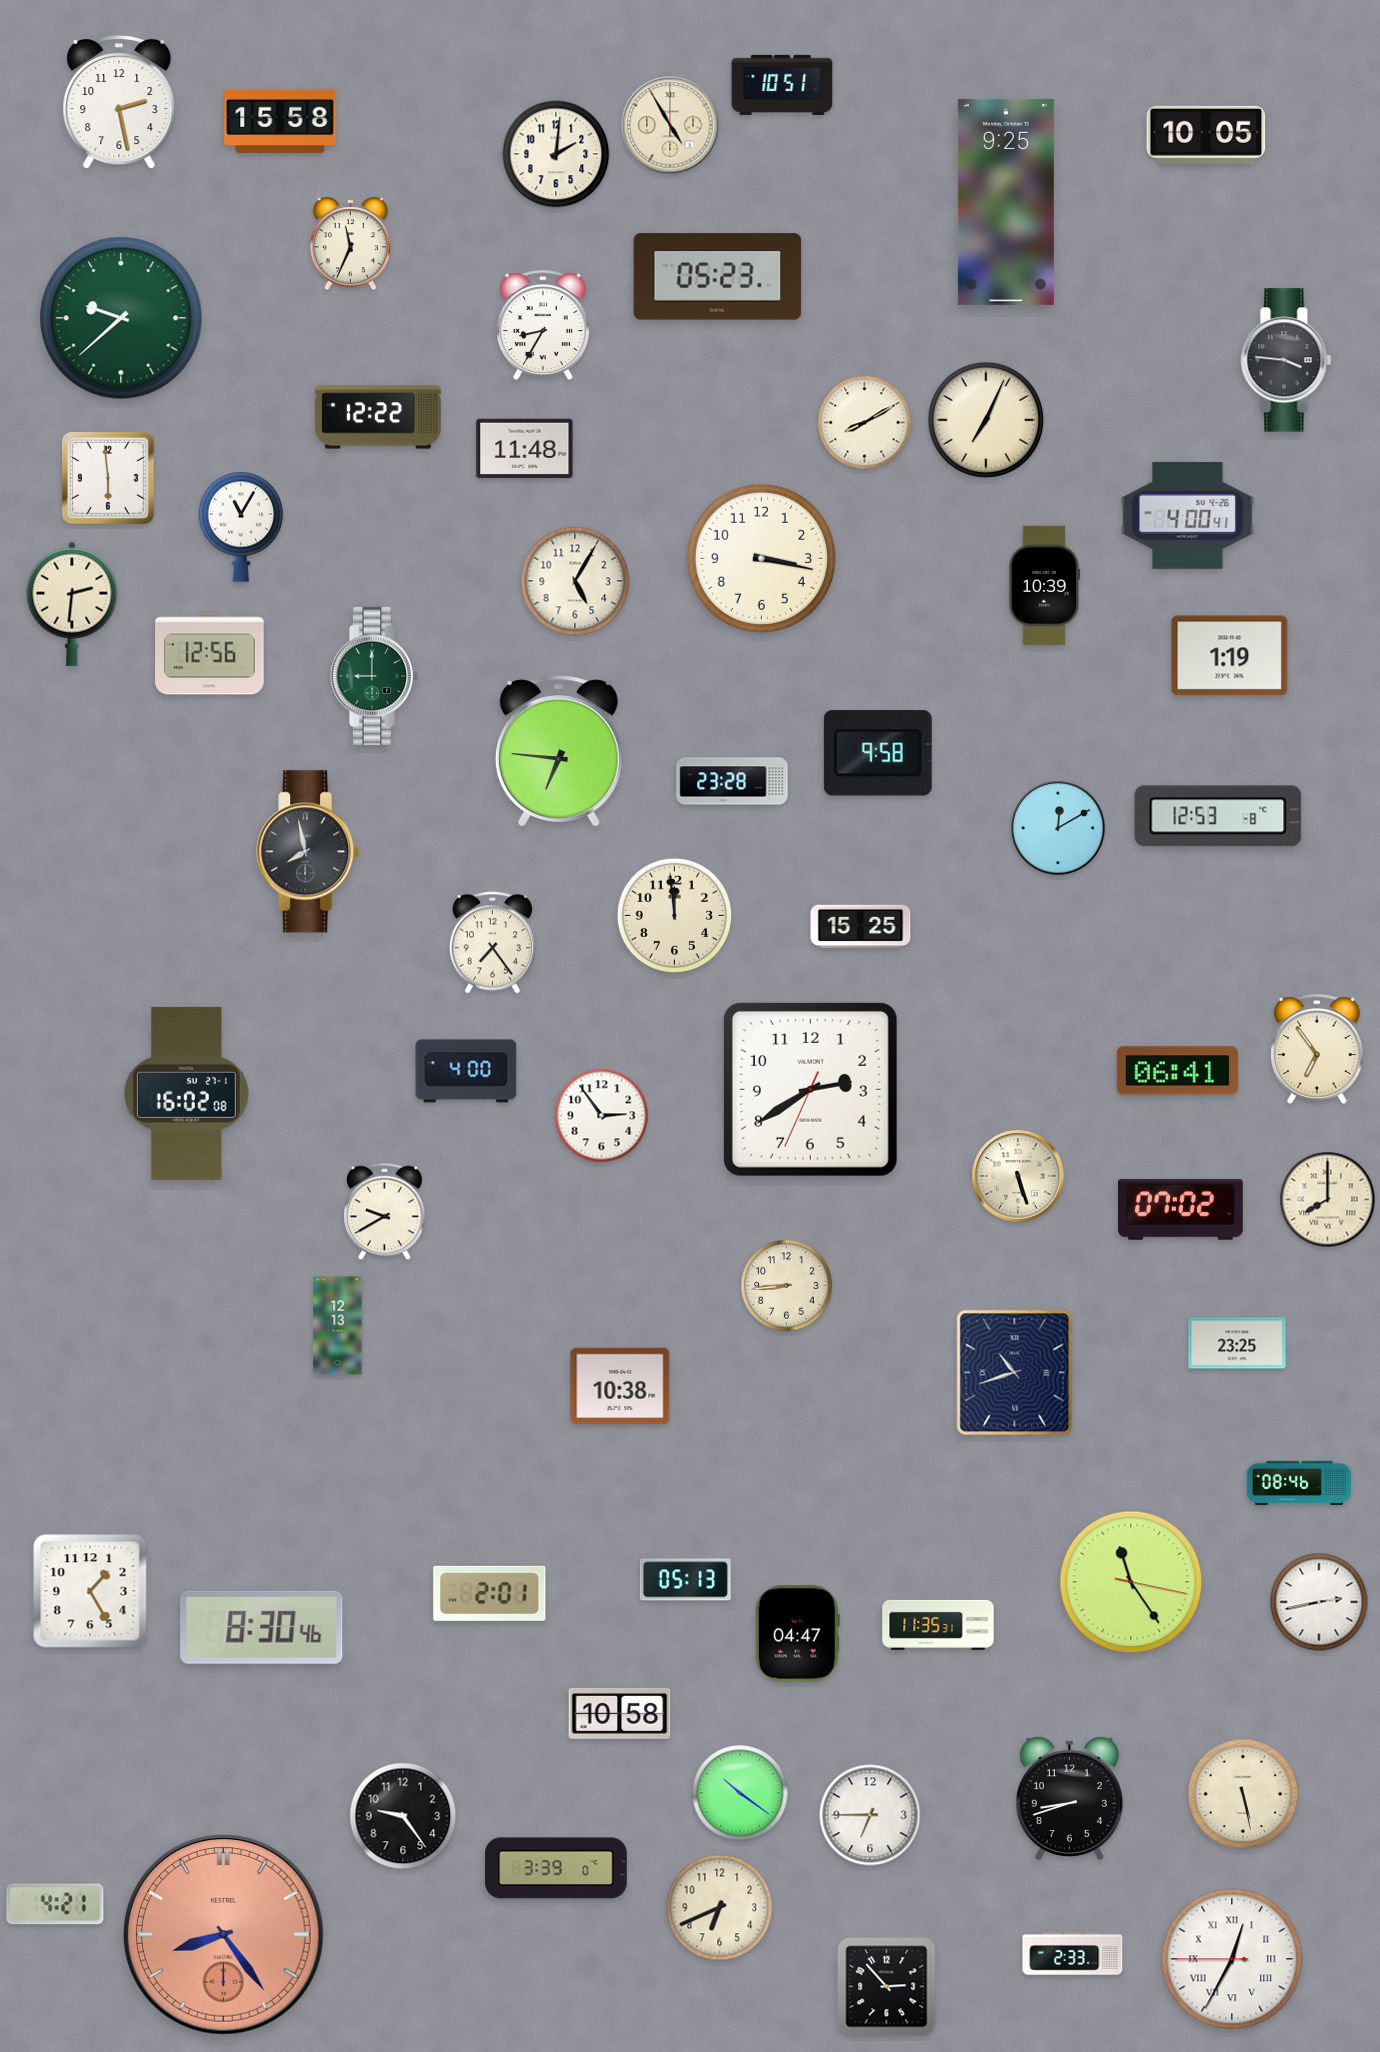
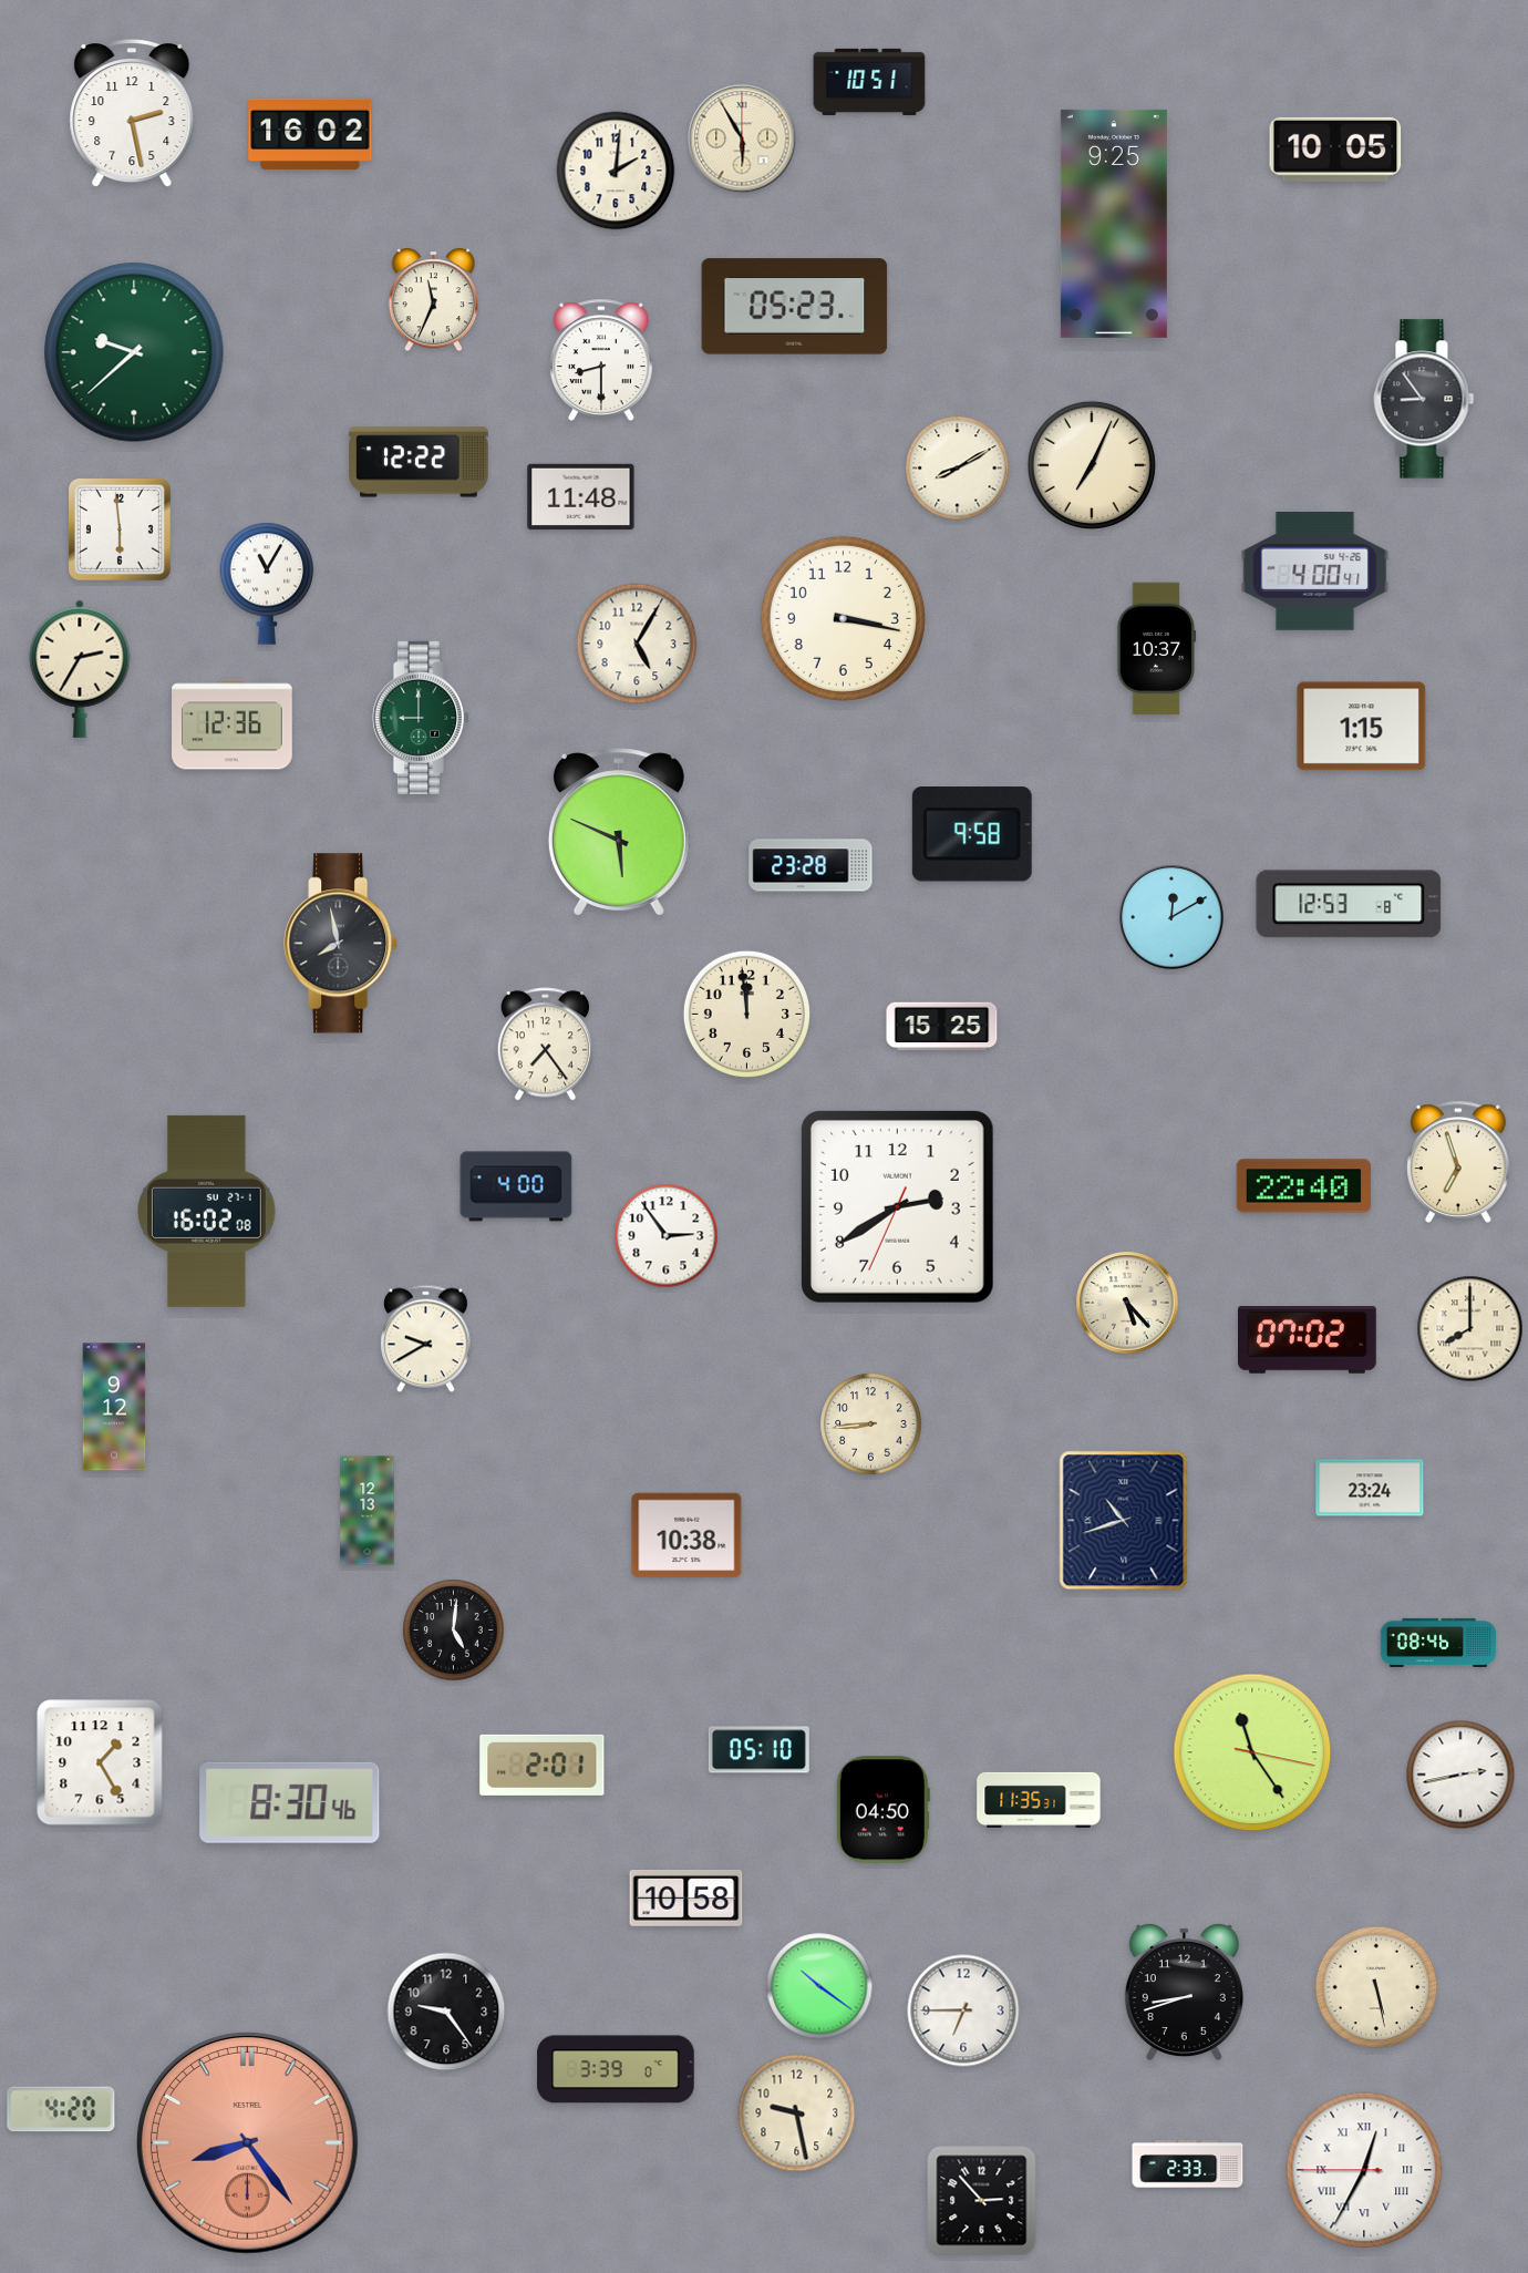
clock at (782, 85) position: (782, 85) -> (869, 82)
clock at (280, 121): 15:58 -> 16:02
clock at (670, 125): 4:55 -> 5:55
clock at (350, 244) position: (350, 244) -> (433, 300)
clock at (544, 325): 8:35 -> 8:30
clock at (1286, 360): 3:46 -> 8:54
clock at (1045, 586): 10:39 -> 10:37
clock at (72, 604): 2:31 -> 2:35
clock at (210, 654): 12:56 -> 12:36
clock at (1230, 656): 1:19 -> 1:15
clock at (374, 676) position: (374, 676) -> (421, 718)
clock at (559, 751): 6:46 -> 5:49
clock at (861, 927) position: (861, 927) -> (942, 1027)
clock at (1318, 1049): 6:54 -> 6:57
clock at (1177, 1071): 06:41 -> 22:40
clock at (1018, 1176): 5:27 -> 5:23
clock at (385, 1212) position: (385, 1212) -> (426, 1339)
clock at (114, 1407): none -> 9:12
clock at (338, 1326) position: (338, 1326) -> (368, 1511)
clock at (1237, 1343): 23:25 -> 23:24
clock at (454, 1631): none -> 5:01
clock at (685, 1580): 05:13 -> 05:10
clock at (797, 1634): 04:47 -> 04:50
clock at (55, 1904): 4:21 -> 4:20
clock at (720, 1908): 6:41 -> 9:28
